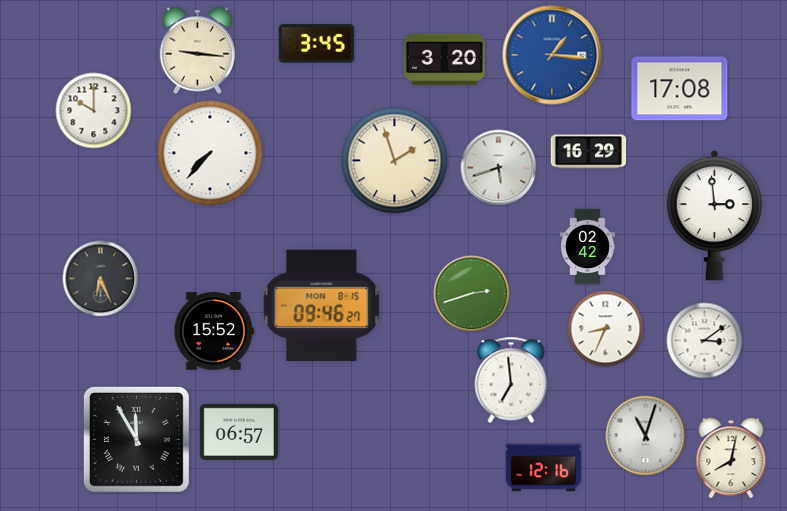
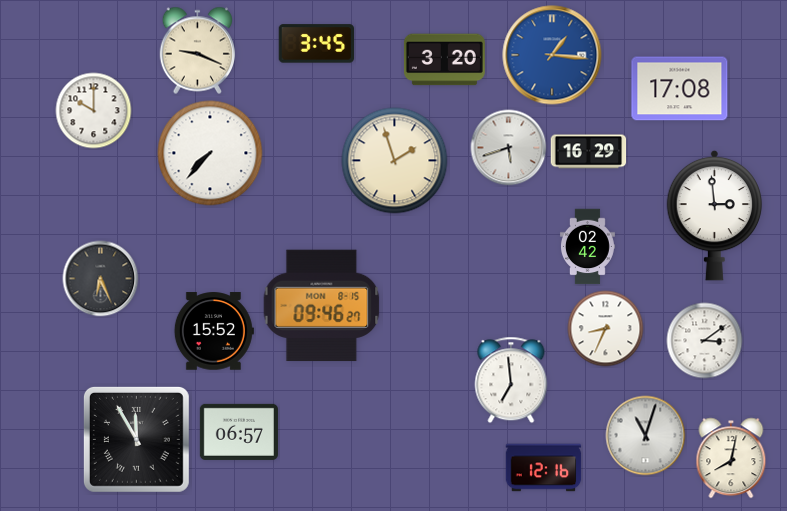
clock at (198, 51): 9:16 -> 9:19
clock at (499, 168) position: (499, 168) -> (509, 148)
clock at (472, 294): 2:42 -> none
